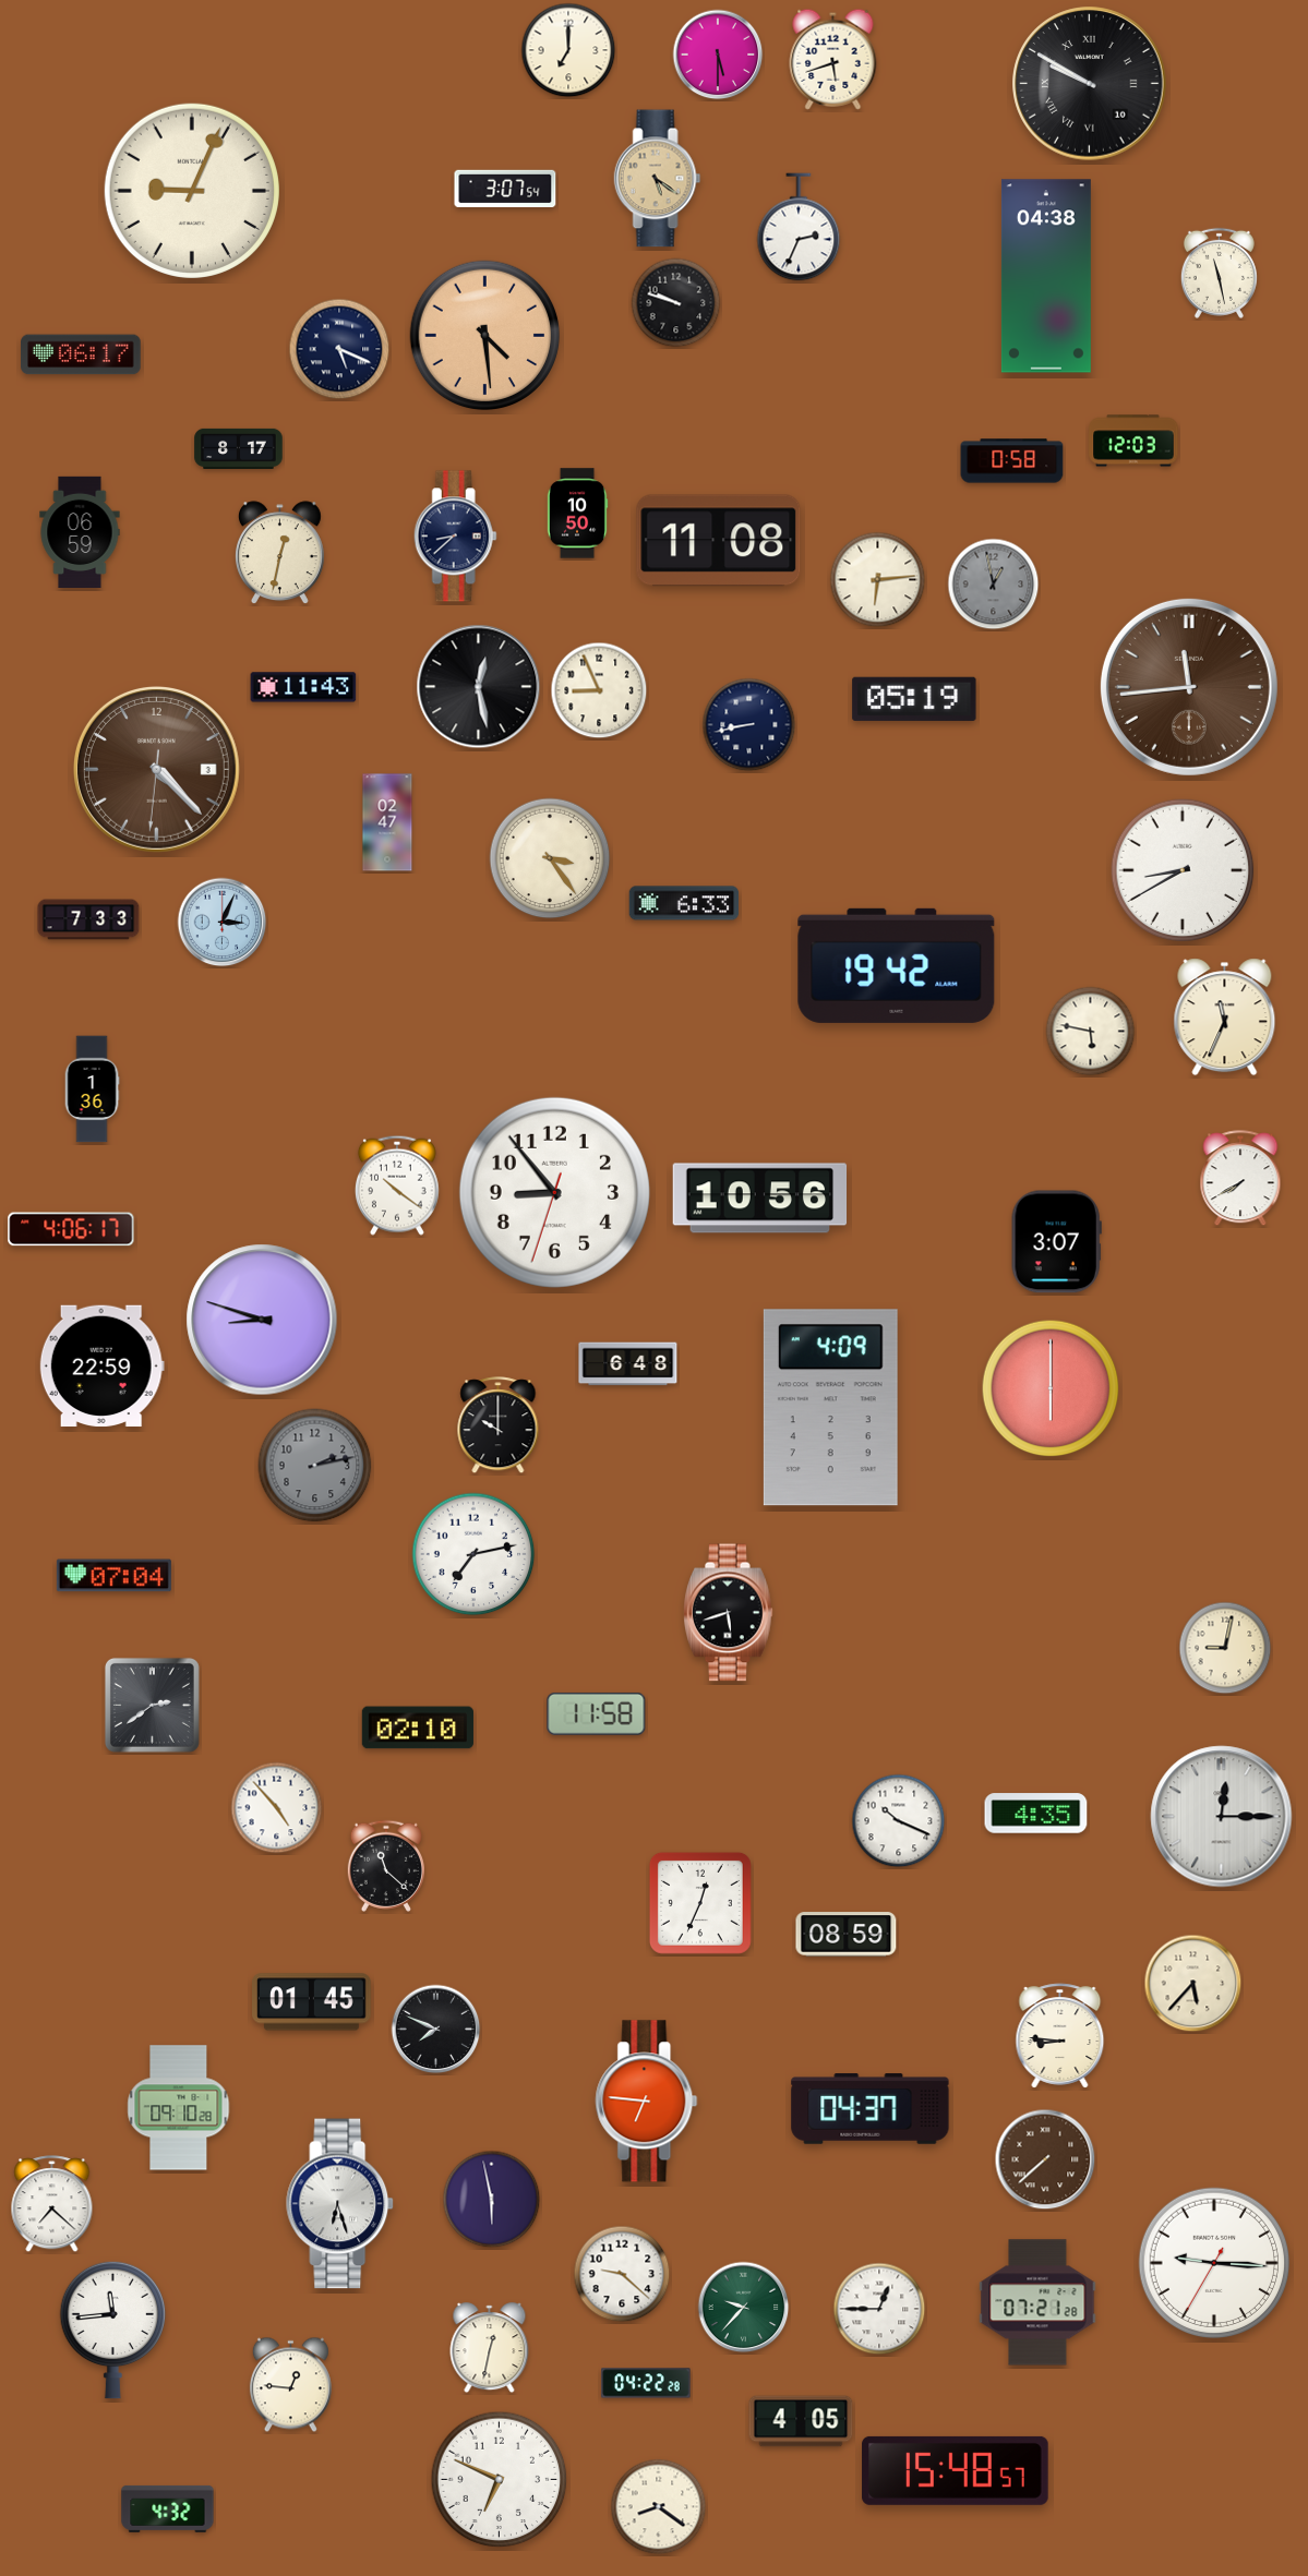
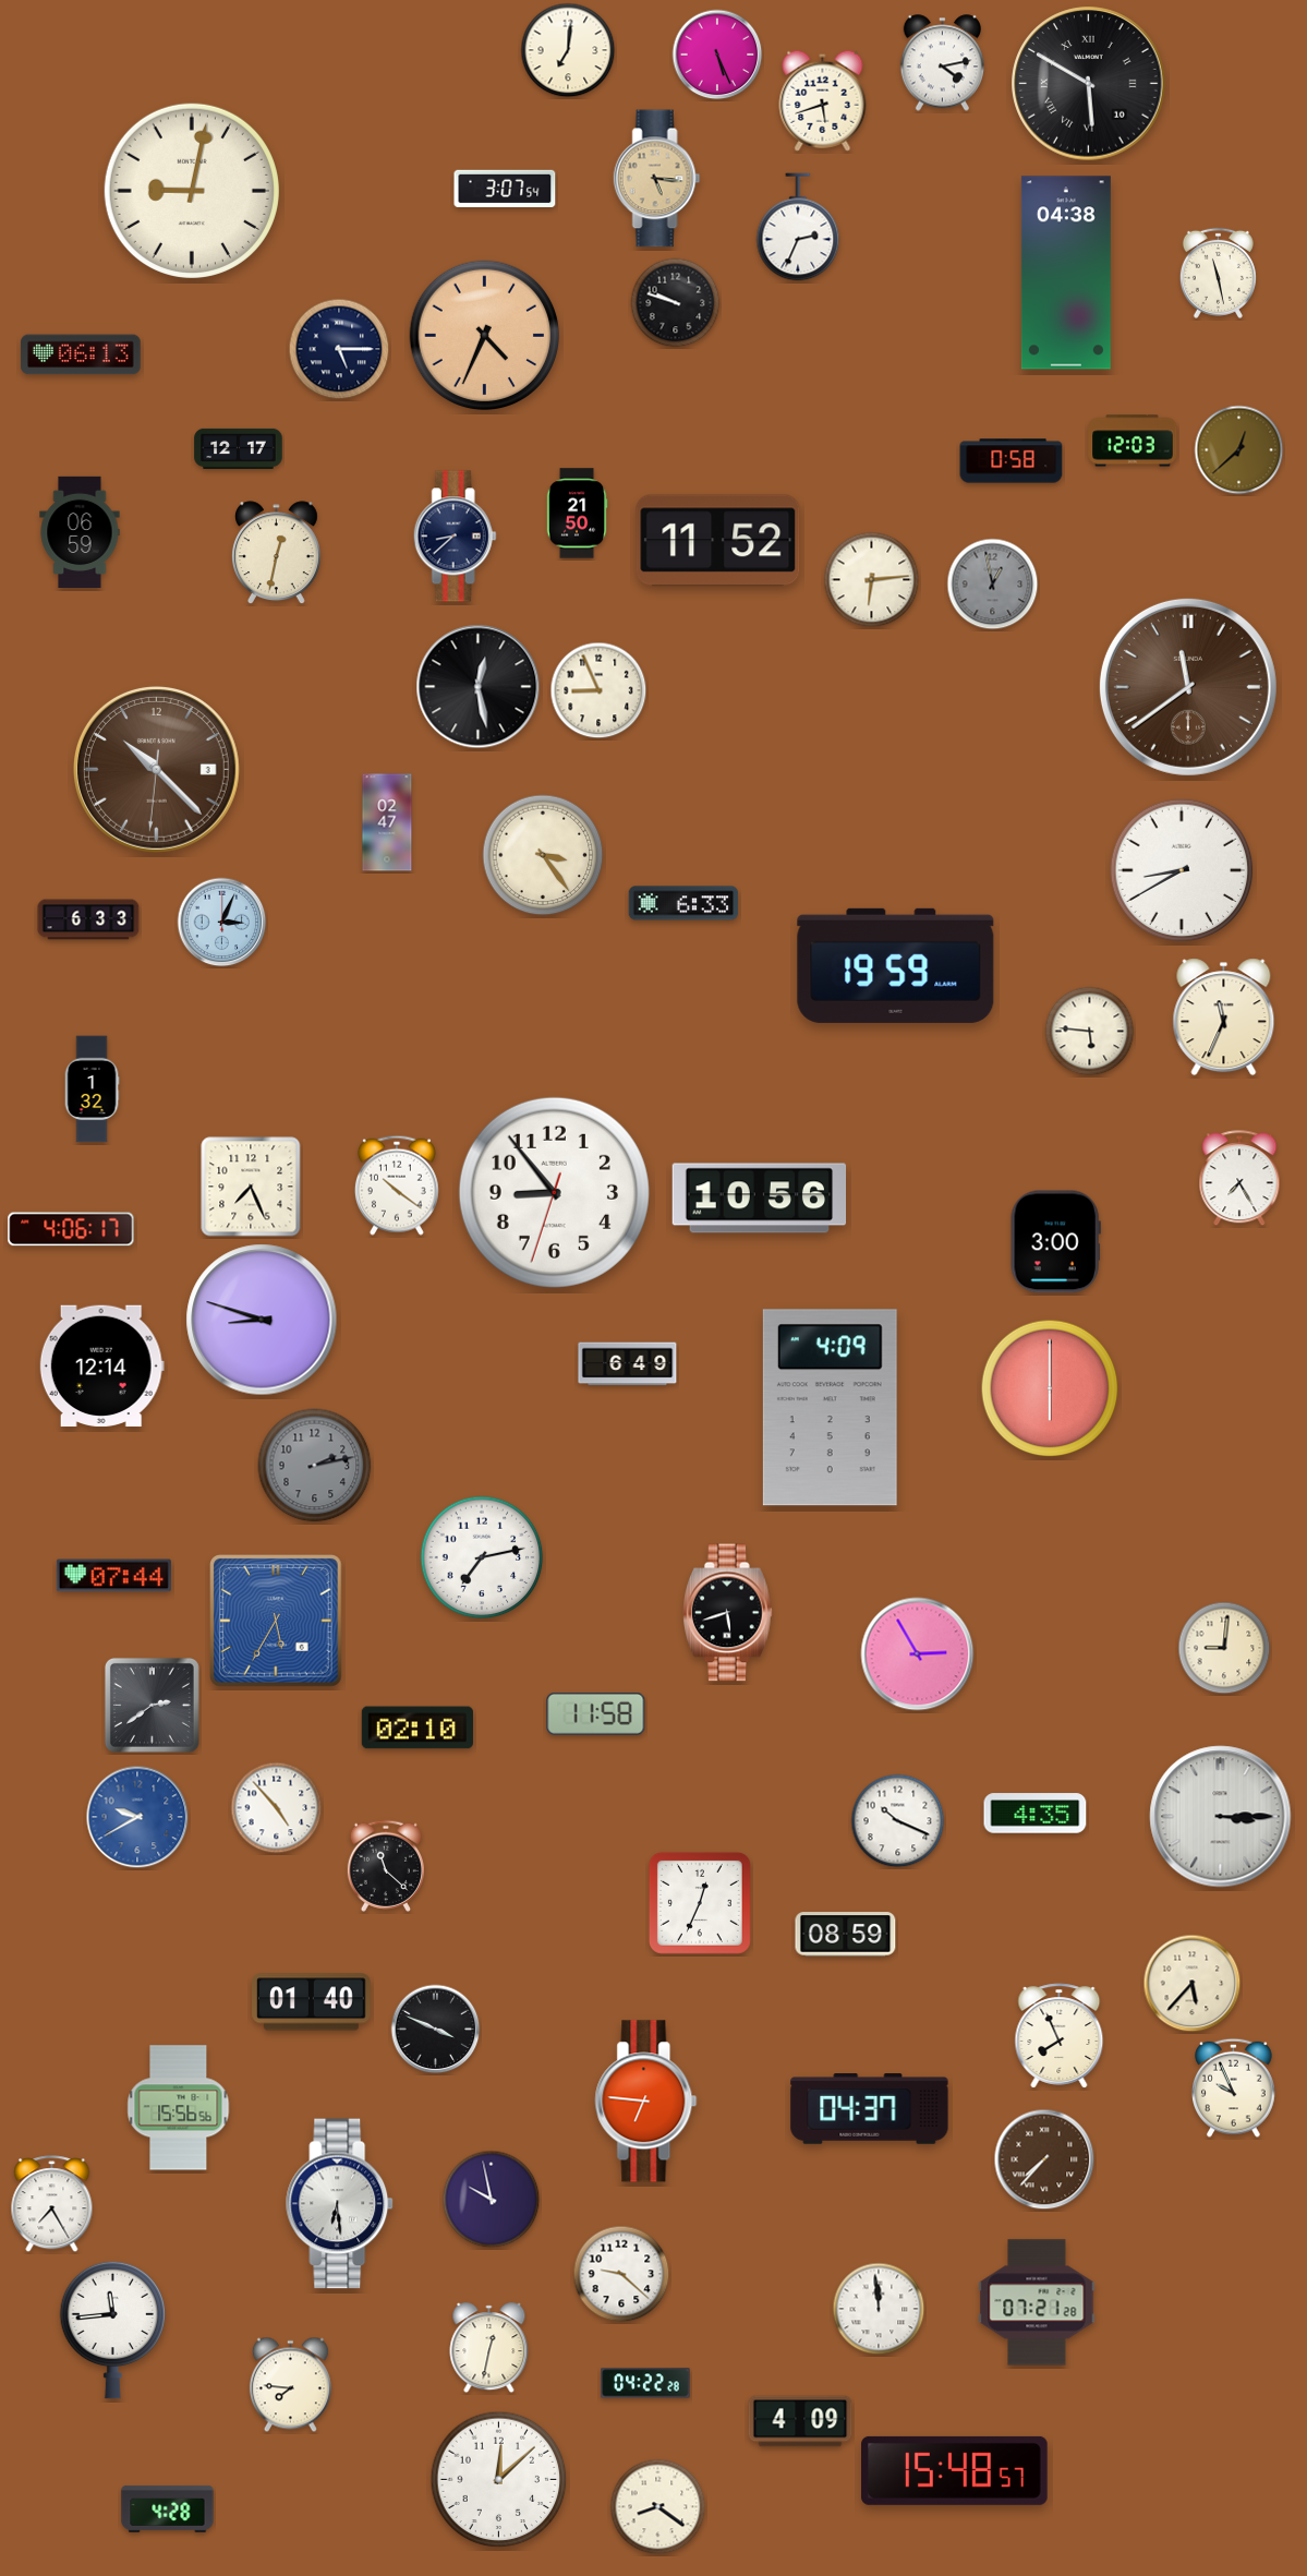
clock at (568, 50): 7:00 -> 7:01
clock at (718, 55): 5:30 -> 5:26
clock at (833, 59) position: (833, 59) -> (823, 100)
clock at (943, 63): none -> 4:13
clock at (1090, 84): 9:50 -> 5:50
clock at (658, 179): 5:21 -> 5:16
clock at (192, 191): 9:04 -> 9:02
clock at (1046, 276) position: (1046, 276) -> (1066, 273)
clock at (485, 336): 4:29 -> 4:34
clock at (339, 349): 5:19 -> 5:15
clock at (81, 354): 06:17 -> 06:13
clock at (239, 448): 8:17 -> 12:17
clock at (1239, 450): none -> 12:38
clock at (577, 514): 10:50 -> 21:50
clock at (719, 541): 11:08 -> 11:52
clock at (279, 553) position: (279, 553) -> (276, 553)
clock at (878, 580) position: (878, 580) -> (872, 580)
clock at (303, 687): 11:43 -> none
clock at (1189, 687): 11:44 -> 11:39
clock at (914, 699): 05:19 -> none
clock at (749, 725): 8:43 -> none
clock at (156, 769): 4:22 -> 10:22
clock at (550, 858) position: (550, 858) -> (543, 855)
clock at (88, 919): 7:33 -> 6:33
clock at (897, 965): 19:42 -> 19:59
clock at (1091, 1032): 5:47 -> 5:46
clock at (92, 1090): 1:36 -> 1:32
clock at (1240, 1179): 7:40 -> 7:25
clock at (251, 1187): none -> 7:26
clock at (1056, 1242): 3:07 -> 3:00
clock at (628, 1364): 6:48 -> 6:49
clock at (101, 1367): 22:59 -> 12:14
clock at (499, 1425): 10:00 -> none
clock at (473, 1554) position: (473, 1554) -> (482, 1557)
clock at (113, 1576): 07:04 -> 07:44
clock at (277, 1622): none -> 5:35
clock at (1225, 1648): 9:02 -> 9:01
clock at (918, 1654): none -> 2:55
clock at (137, 1817): none -> 9:40
clock at (1222, 1817): 12:15 -> 3:15
clock at (312, 2002): 01:45 -> 01:40
clock at (436, 2030): 7:49 -> 3:49
clock at (1060, 2036): 8:46 -> 7:56
clock at (1234, 2087): none -> 9:56
clock at (179, 2108): 09:10 -> 15:56
clock at (1045, 2159): 7:38 -> 7:37
clock at (492, 2200): 5:58 -> 9:58
clock at (52, 2204): 7:22 -> 7:25
clock at (340, 2204): 6:27 -> 6:29
clock at (1214, 2263): 9:15 -> none
clock at (744, 2308): 9:37 -> none
clock at (879, 2309): 12:45 -> 11:59
clock at (290, 2385): 12:46 -> 7:46
clock at (801, 2421): 4:05 -> 4:09
clock at (500, 2480): 6:49 -> 12:08
clock at (168, 2508): 4:32 -> 4:28
